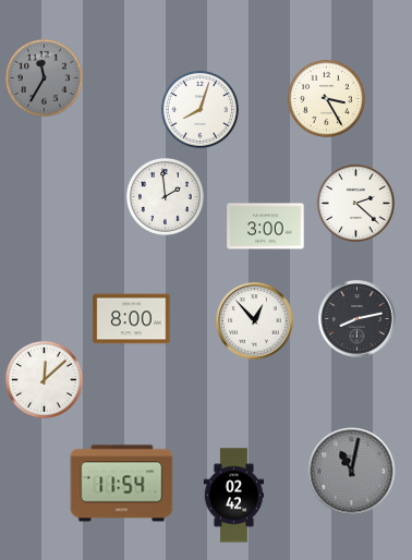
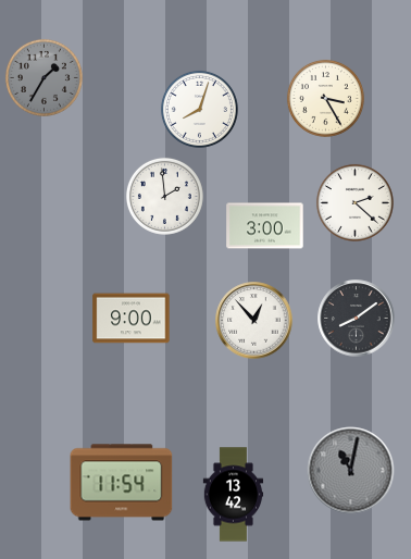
clock at (44, 77): 11:35 -> 1:35
clock at (132, 319): 8:00 -> 9:00
clock at (358, 319): 8:13 -> 8:09
clock at (44, 379): 12:08 -> none
clock at (234, 496): 02:42 -> 13:42
